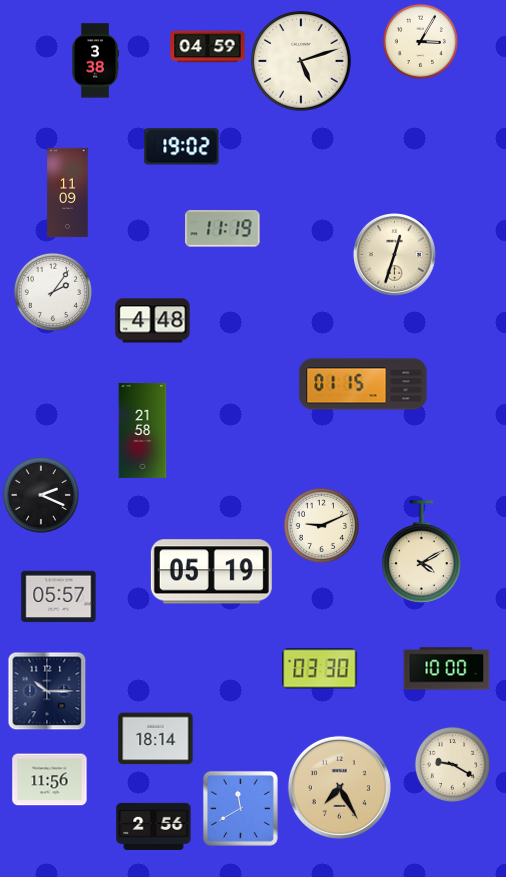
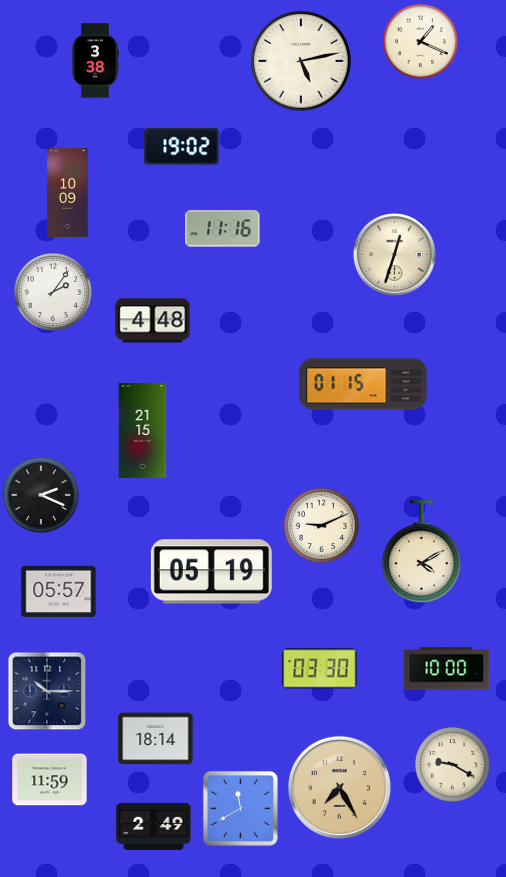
clock at (420, 41): 3:05 -> 1:19
clock at (208, 47): 04:59 -> none
clock at (301, 61): 5:12 -> 5:13
clock at (68, 193): 11:09 -> 10:09
clock at (223, 229): 11:19 -> 11:16
clock at (143, 430): 21:58 -> 21:15
clock at (59, 597) position: (59, 597) -> (59, 592)
clock at (50, 780): 11:56 -> 11:59
clock at (154, 826): 2:56 -> 2:49
